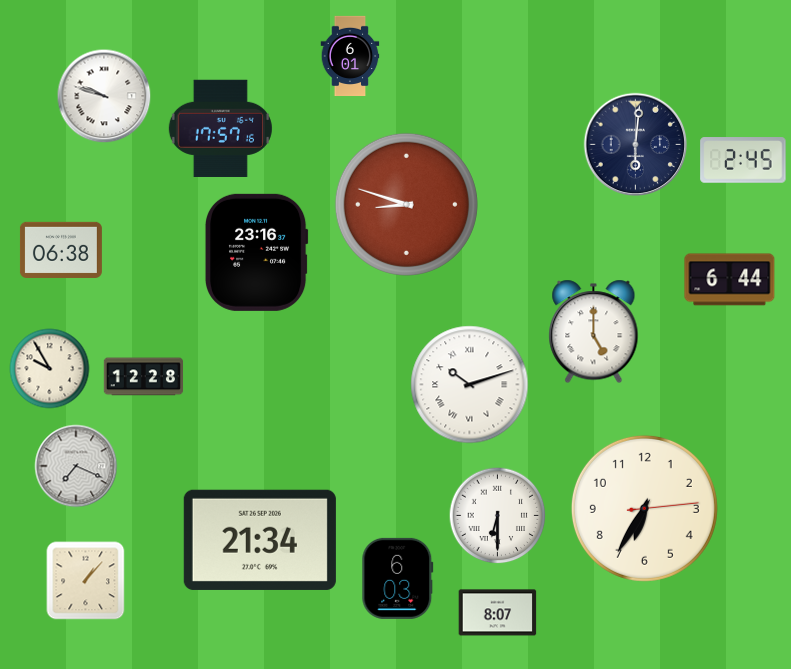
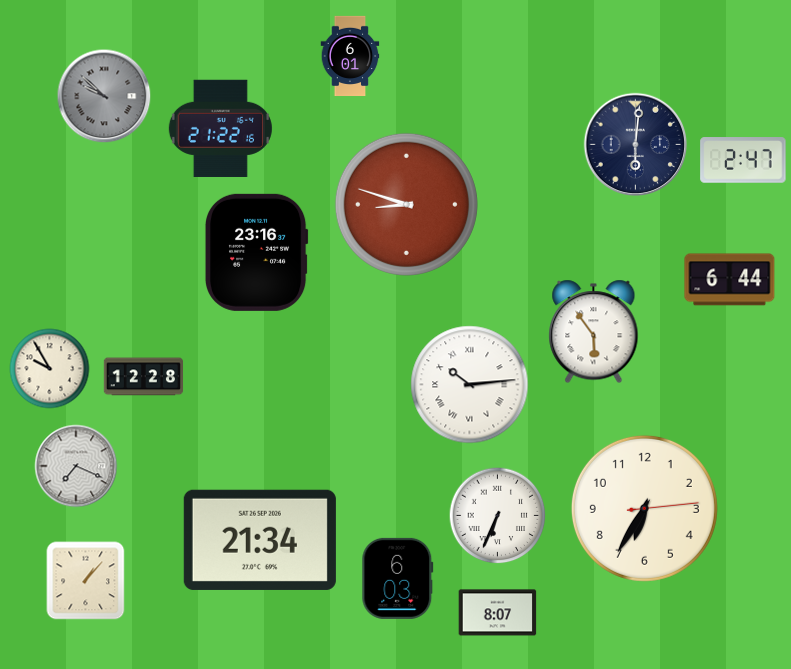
clock at (104, 96): 9:48 -> 9:52
clock at (104, 96) dial: white -> grey
clock at (220, 128): 17:57 -> 21:22
clock at (743, 160): 2:45 -> 2:47
clock at (61, 250): 06:38 -> none
clock at (594, 332): 5:00 -> 5:54
clock at (470, 385): 10:12 -> 10:14
clock at (498, 516): 6:30 -> 6:34
